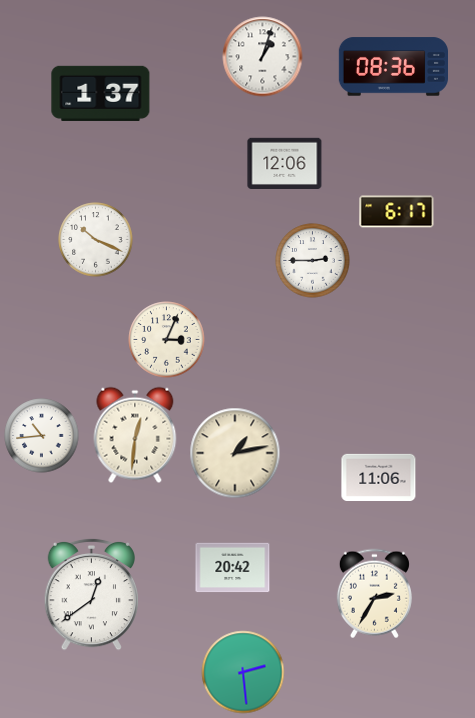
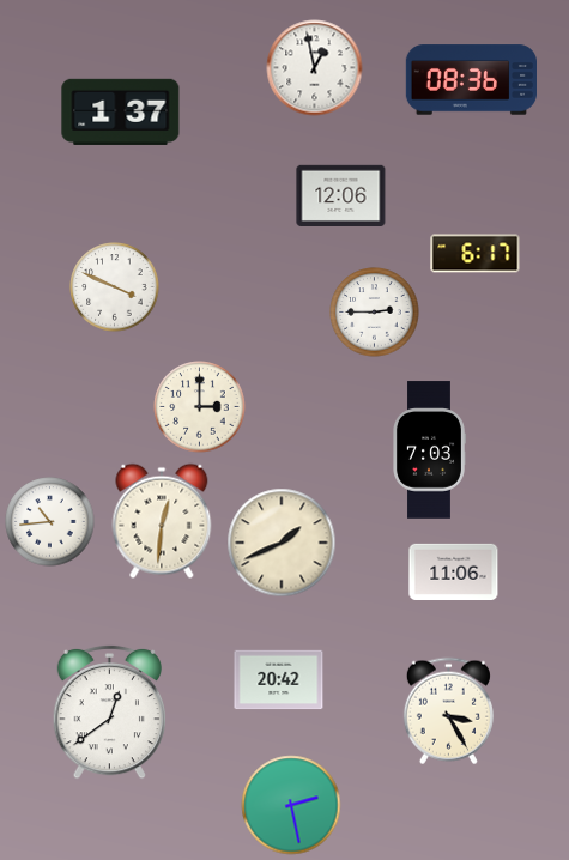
clock at (263, 57): 1:03 -> 12:58
clock at (96, 240): 10:19 -> 3:49
clock at (167, 340): 3:04 -> 3:00
clock at (430, 450): none -> 7:03
clock at (235, 453): 1:13 -> 1:41
clock at (374, 594): 2:35 -> 3:25
clock at (243, 672): 2:29 -> 2:28
